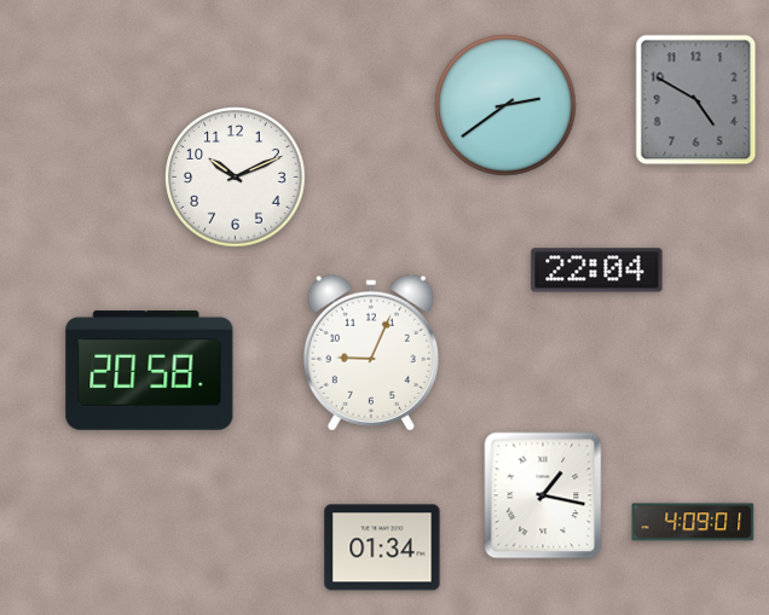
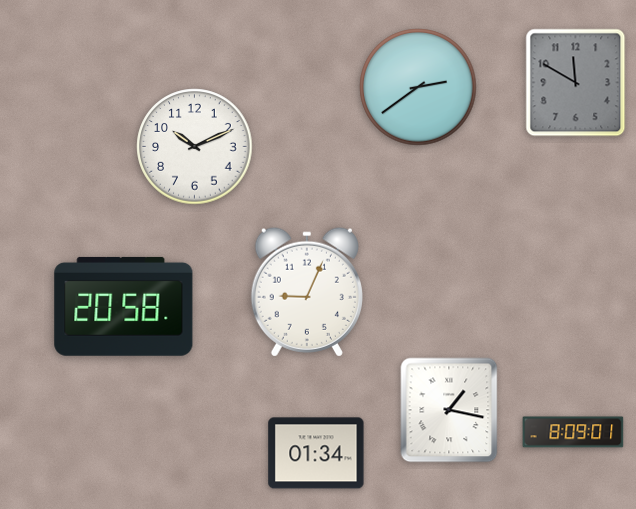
clock at (696, 100): 4:50 -> 11:50
clock at (597, 271): 22:04 -> none
clock at (693, 522): 4:09 -> 8:09
